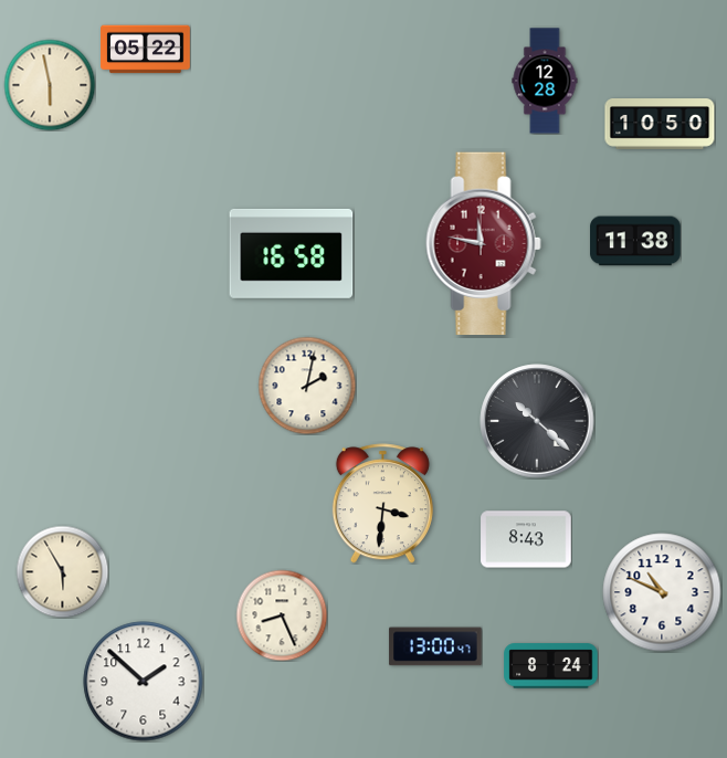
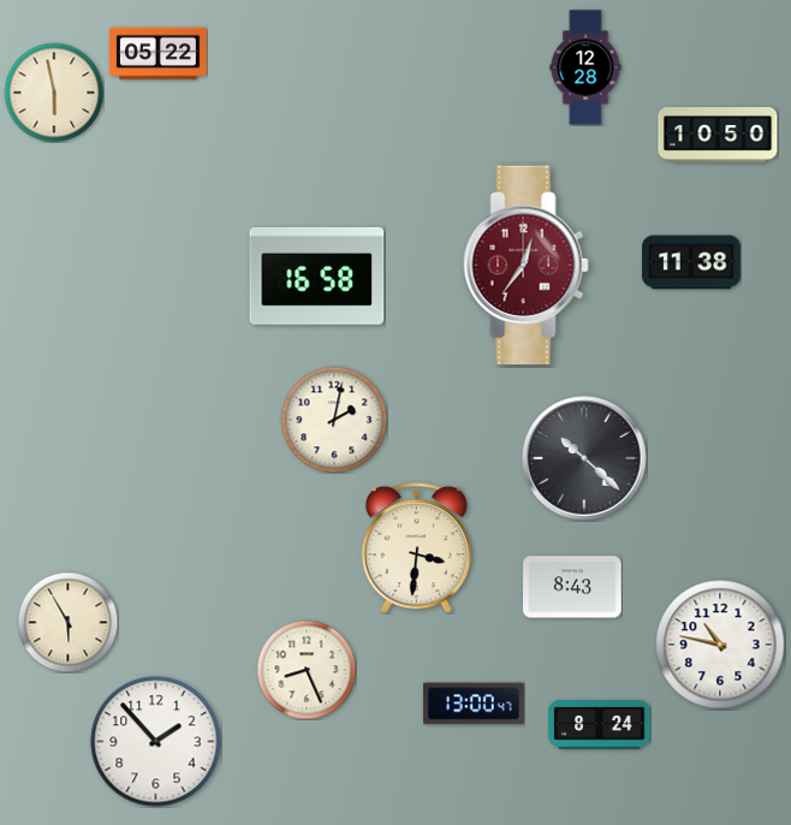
clock at (545, 81) position: (545, 81) -> (585, 67)
clock at (483, 244): 11:47 -> 12:36
clock at (662, 592): 10:49 -> 10:47
clock at (144, 682): 1:52 -> 1:53
